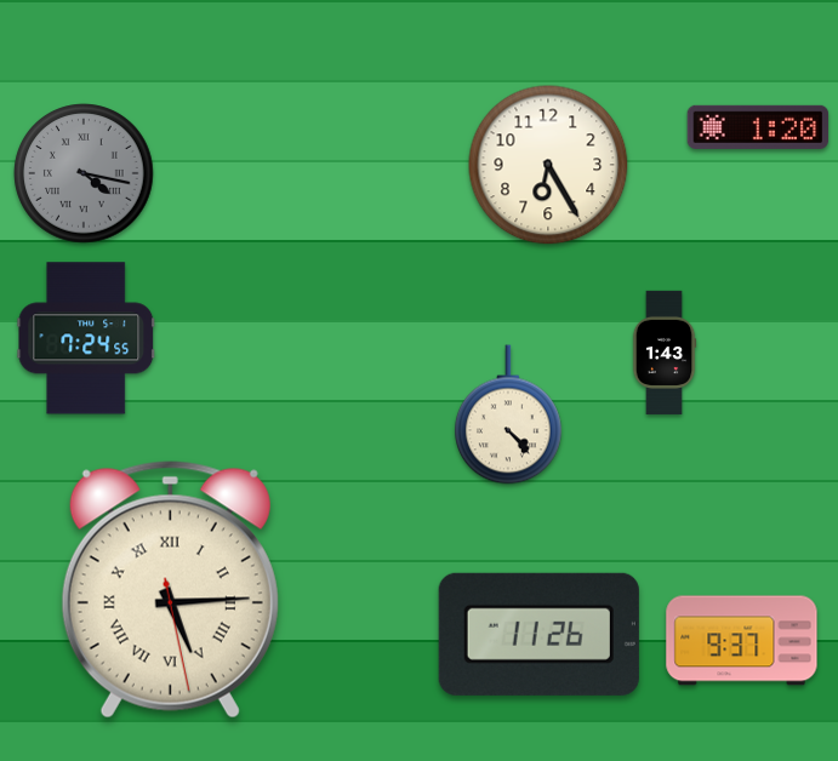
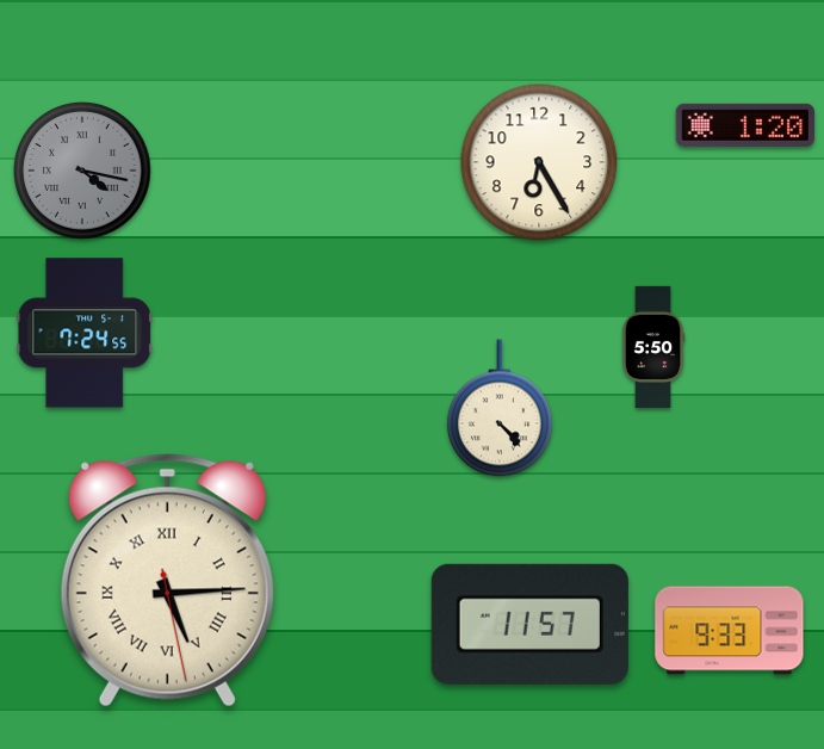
clock at (665, 353): 1:43 -> 5:50
clock at (538, 634): 11:26 -> 11:57
clock at (742, 641): 9:37 -> 9:33
